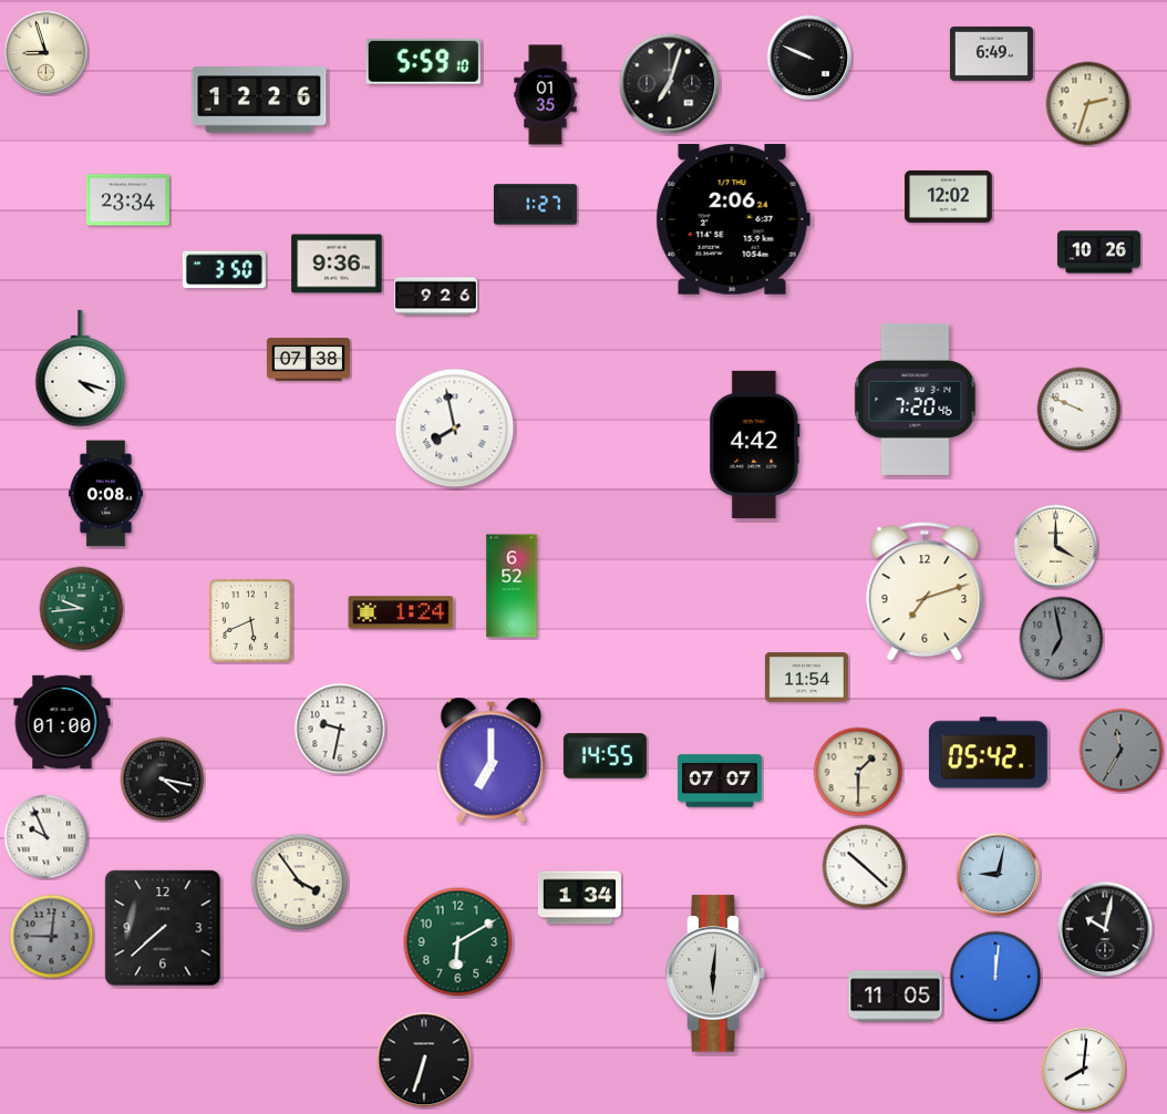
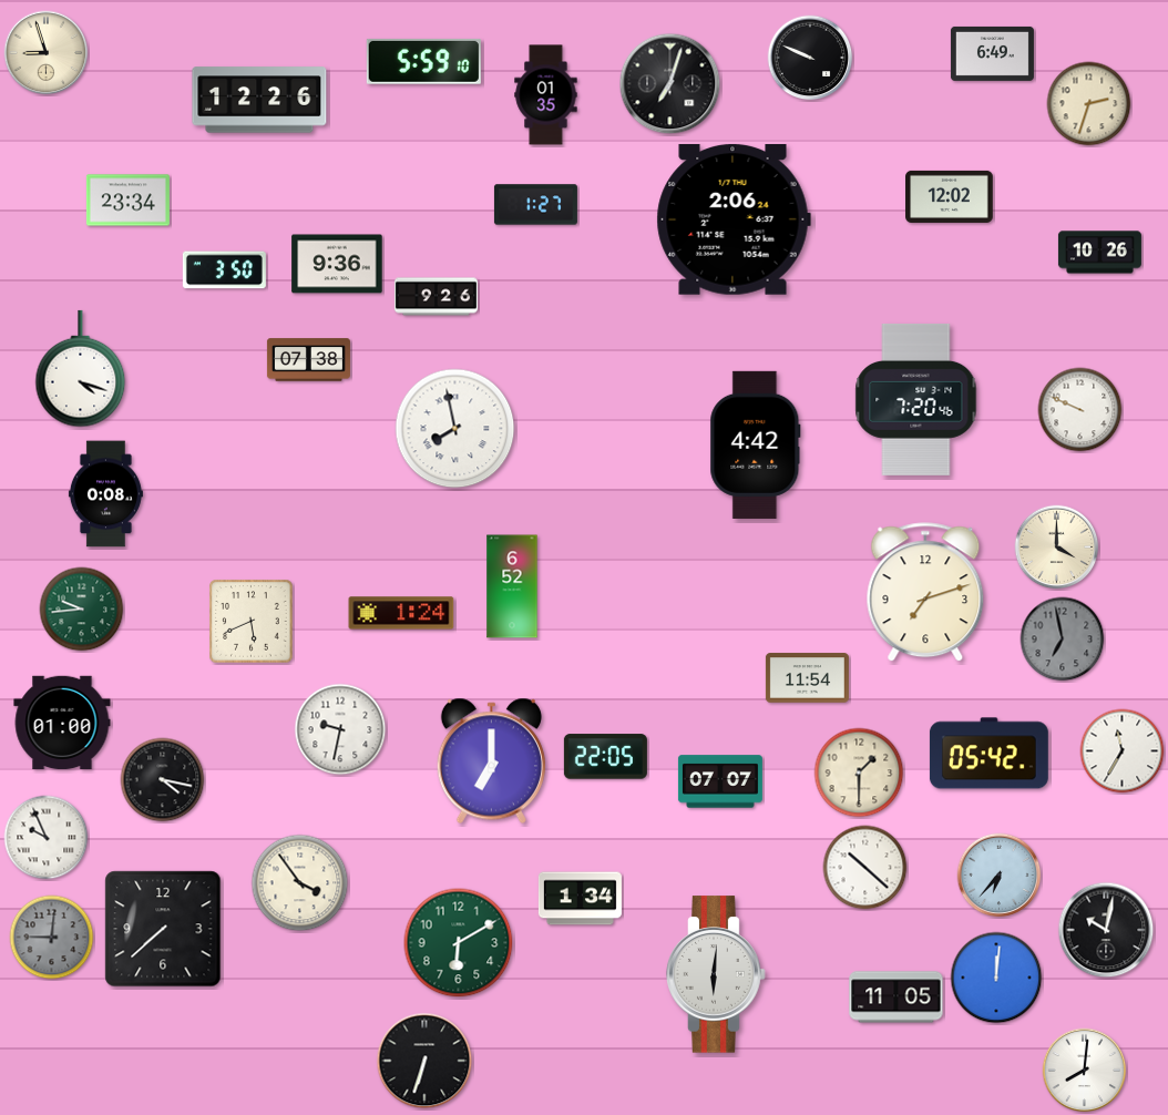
clock at (1122, 751) dial: grey -> white
clock at (605, 756): 14:55 -> 22:05
clock at (999, 875): 9:02 -> 6:37
